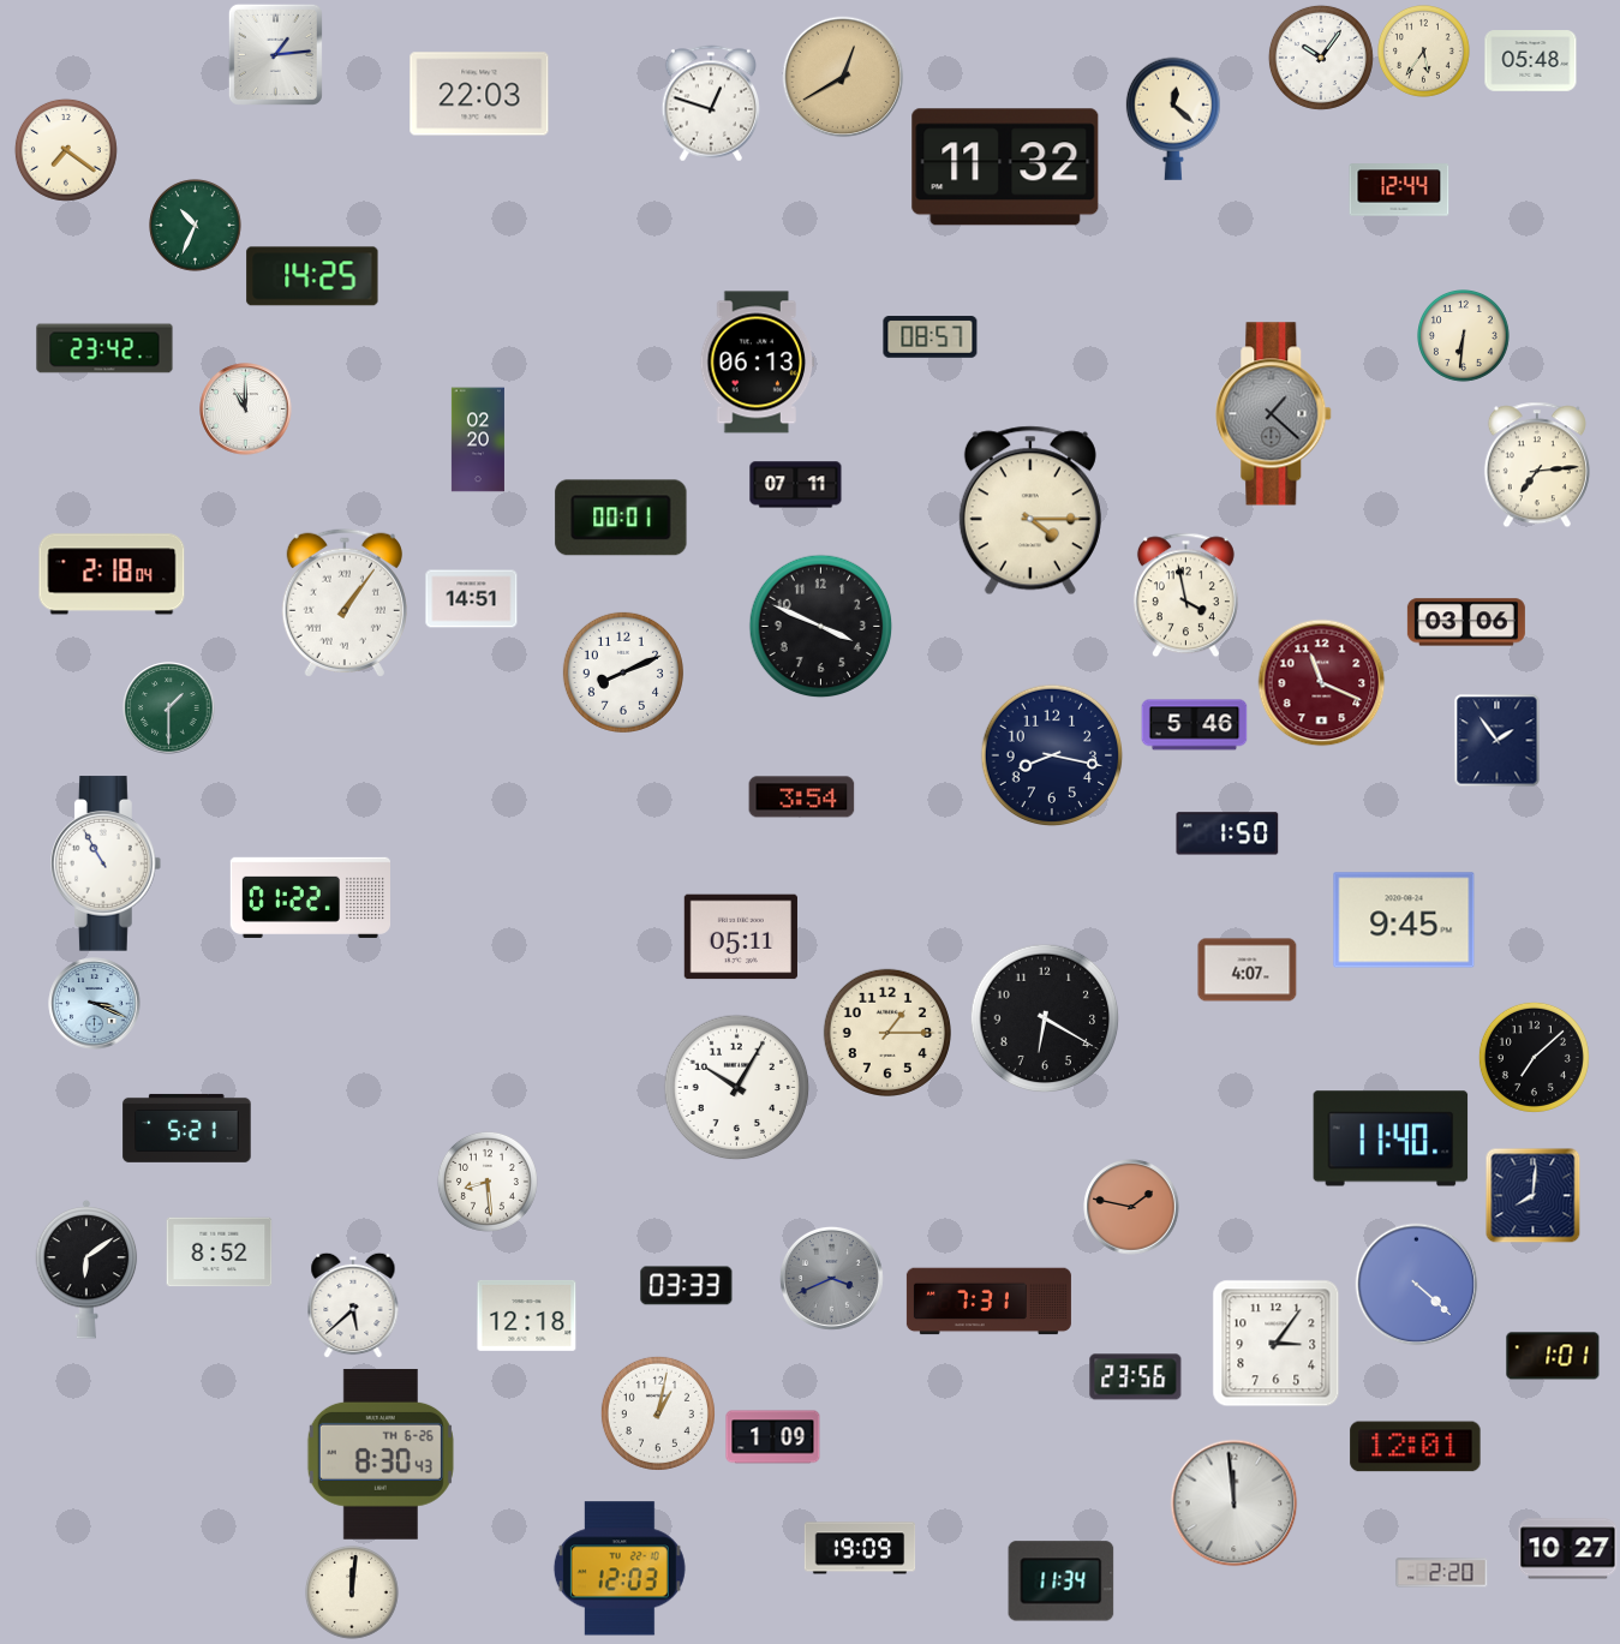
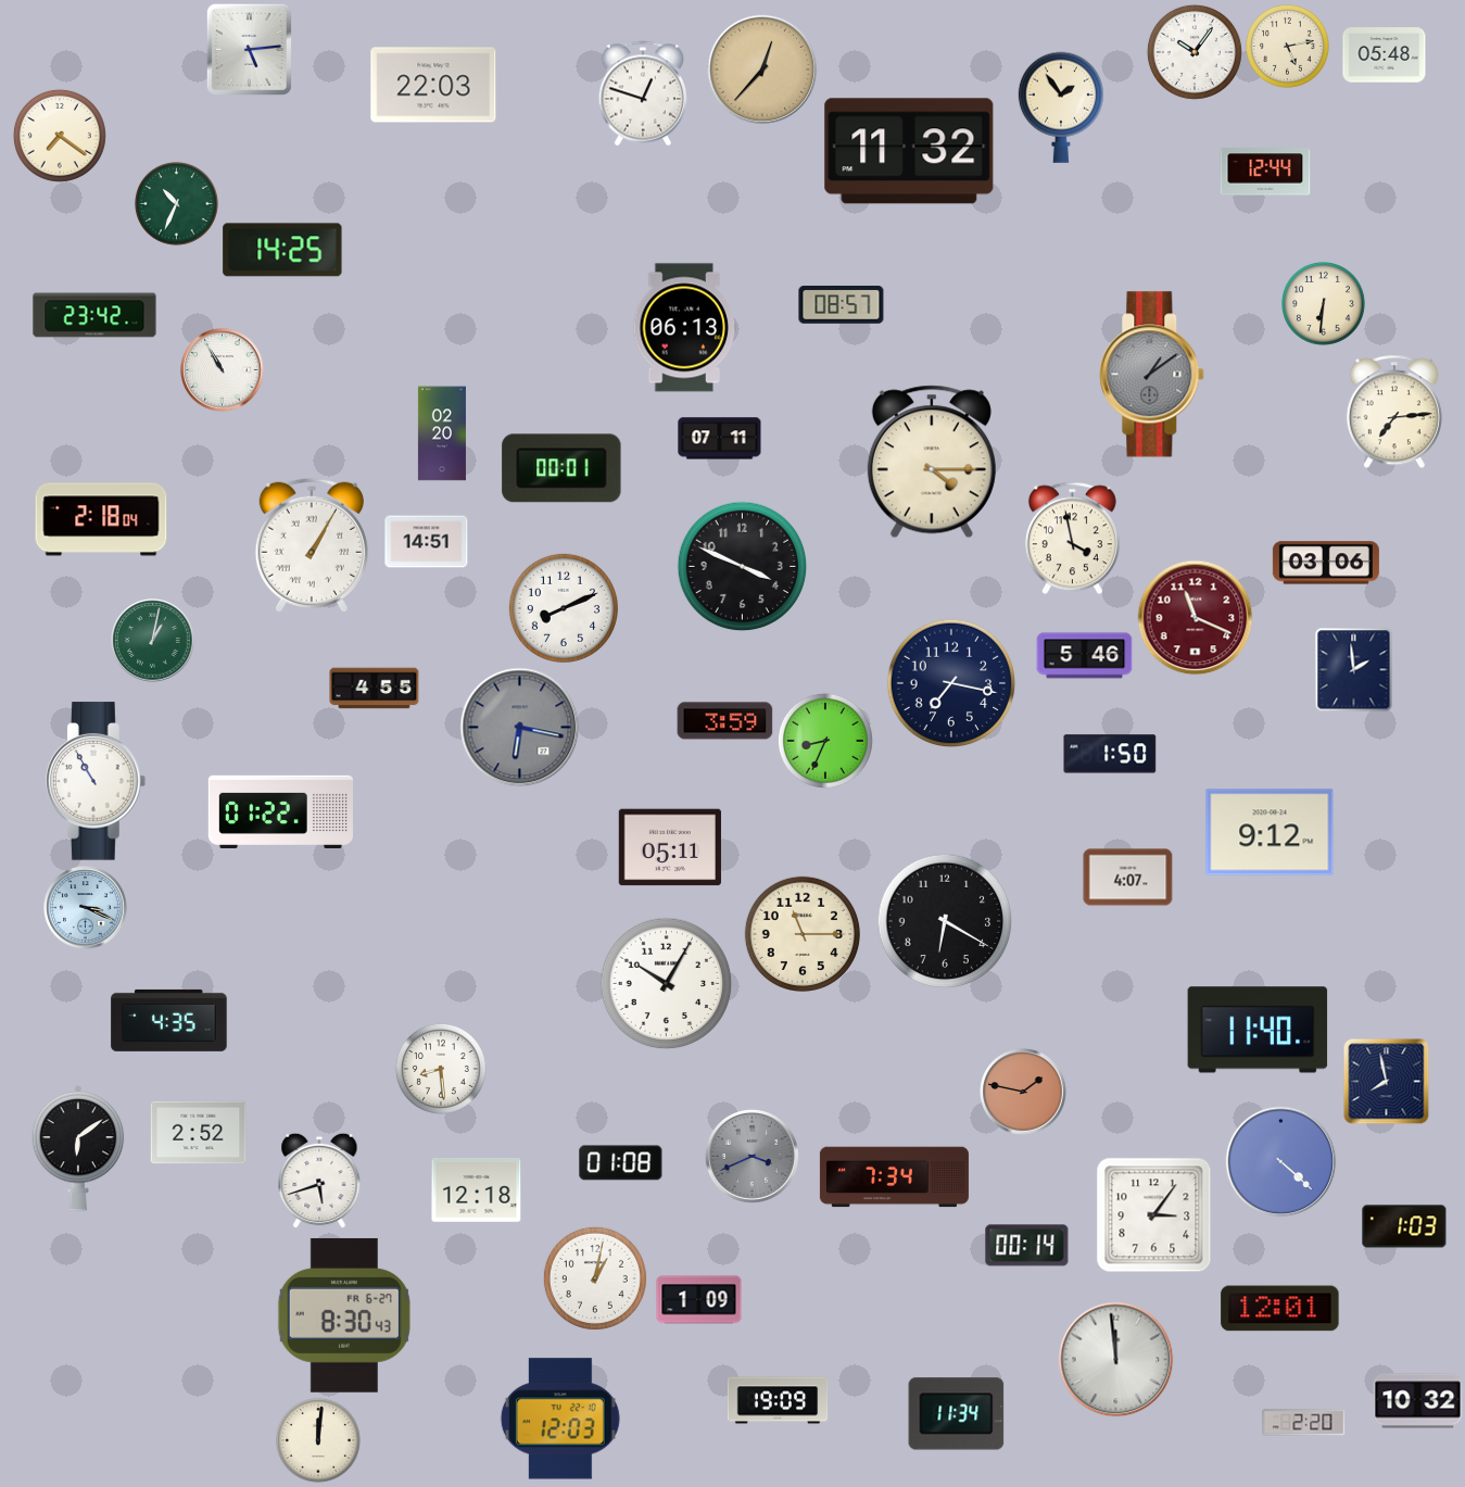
clock at (1424, 52): 5:36 -> 5:13
clock at (275, 54): 1:14 -> 5:14
clock at (843, 77): 12:40 -> 12:37
clock at (1173, 119): 12:22 -> 1:54
clock at (246, 409): 11:00 -> 10:55
clock at (1274, 414): 1:22 -> 1:09
clock at (478, 440) position: (478, 440) -> (442, 433)
clock at (1537, 465) position: (1537, 465) -> (1394, 412)
clock at (345, 603): 1:06 -> 1:05
clock at (169, 709): 1:30 -> 1:02
clock at (1195, 725) position: (1195, 725) -> (1085, 656)
clock at (1498, 741): 1:54 -> 1:59
clock at (1052, 755): 8:17 -> 7:17
clock at (375, 689): none -> 4:55
clock at (802, 797): 3:54 -> 3:59
clock at (520, 728): none -> 6:17
clock at (825, 741): none -> 8:34
clock at (1404, 920): 9:45 -> 9:12
clock at (887, 1033): 1:15 -> 11:15
clock at (1534, 1057): 7:08 -> none
clock at (187, 1128): 5:21 -> 4:35
clock at (1532, 1195): 8:01 -> 7:58
clock at (220, 1253): 8:52 -> 2:52
clock at (687, 1286): 03:33 -> 01:08
clock at (988, 1302): 7:31 -> 7:34
clock at (353, 1305): 5:38 -> 5:42
clock at (1553, 1356): 1:01 -> 1:03
clock at (1136, 1377): 23:56 -> 00:14
clock at (381, 1454) date: TH 6-26 -> FR 6-27
clock at (1568, 1549): 10:27 -> 10:32
clock at (1062, 1582) position: (1062, 1582) -> (957, 1414)
